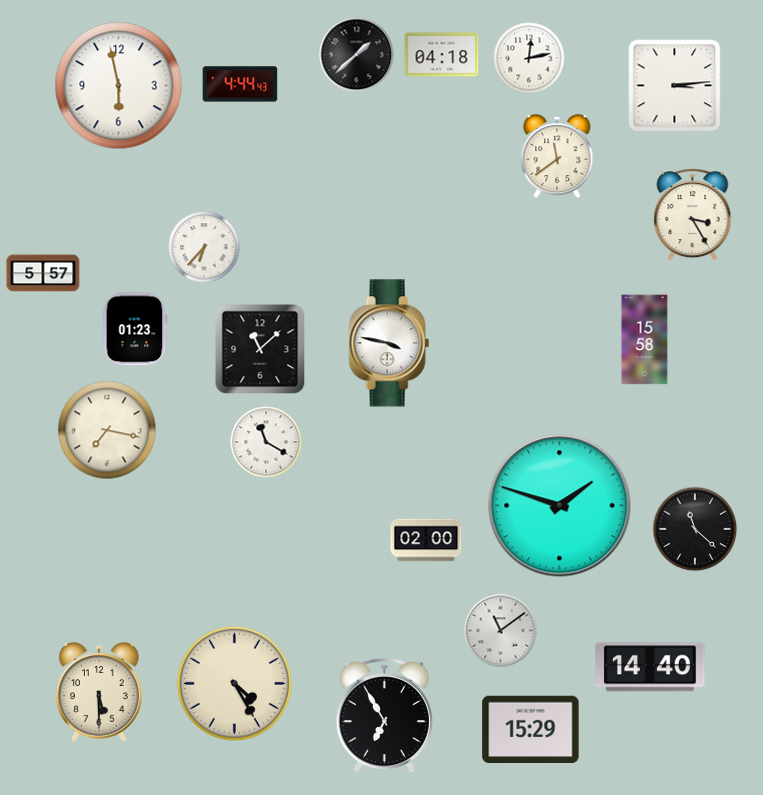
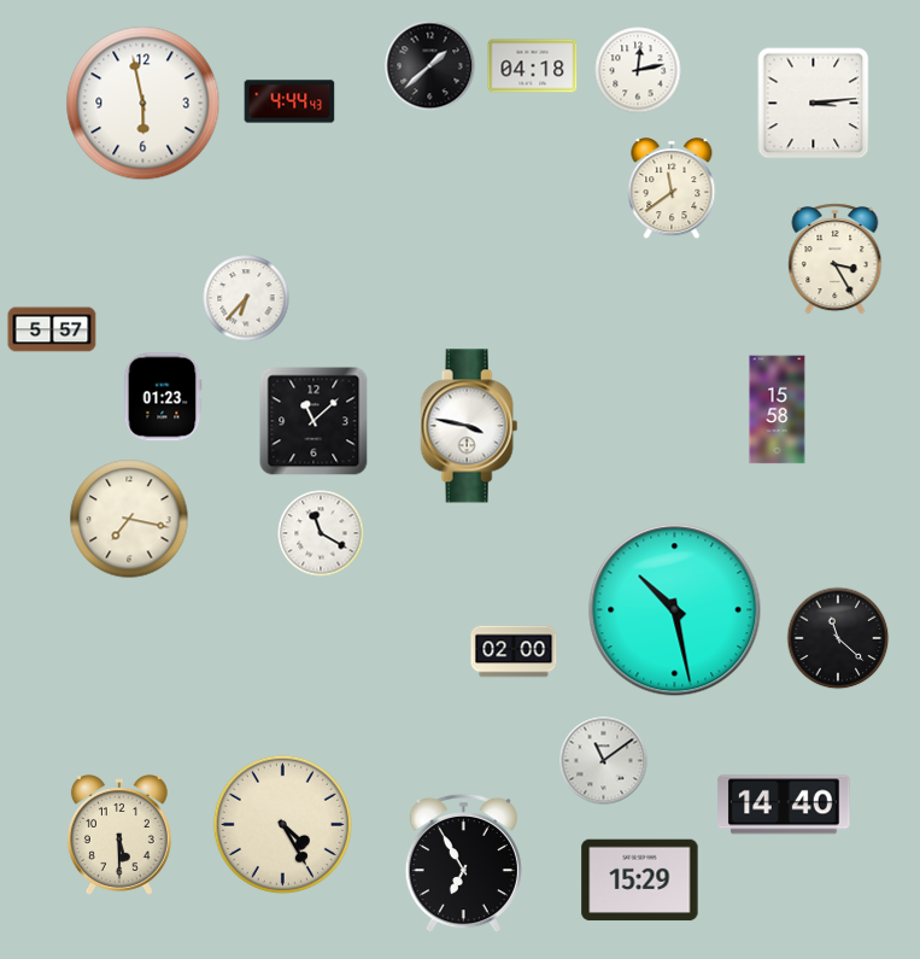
clock at (389, 343) position: (389, 343) -> (469, 426)
clock at (560, 506): 1:48 -> 10:28
